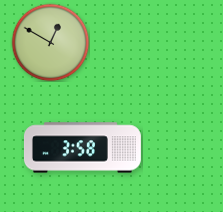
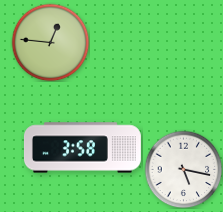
clock at (50, 42): 12:50 -> 12:46
clock at (183, 169): none -> 5:17
